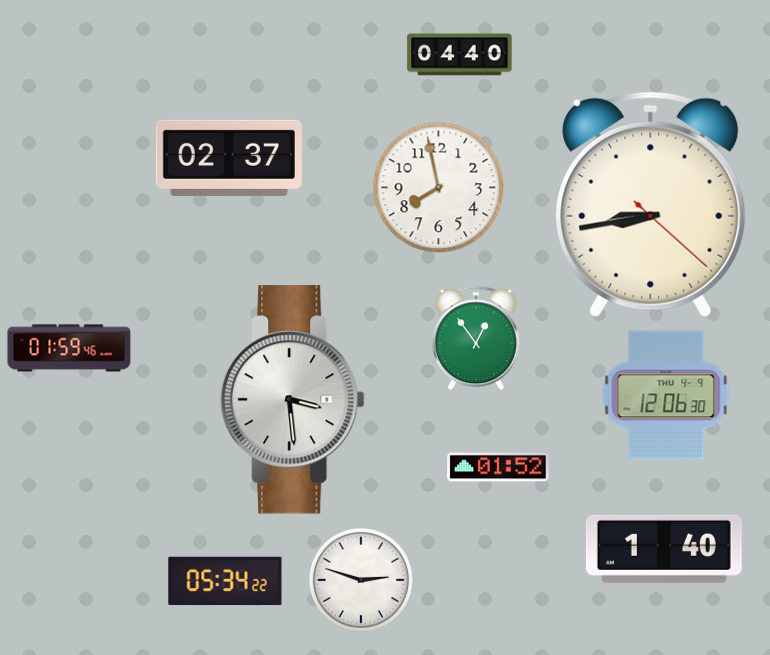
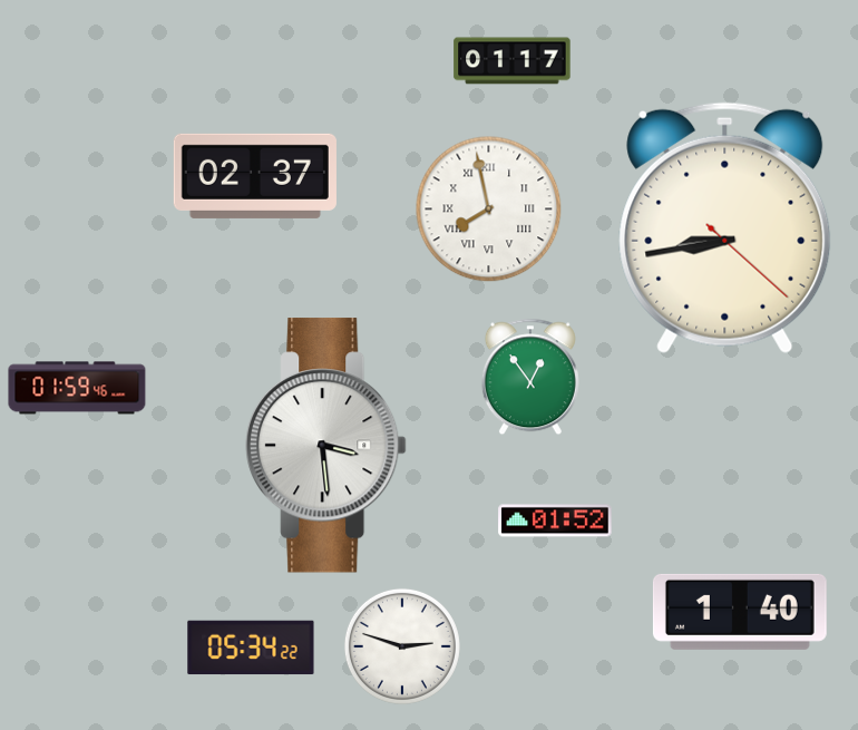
clock at (460, 55): 04:40 -> 01:17
clock at (439, 188) numerals: Arabic -> Roman
clock at (666, 395): 12:06 -> none
